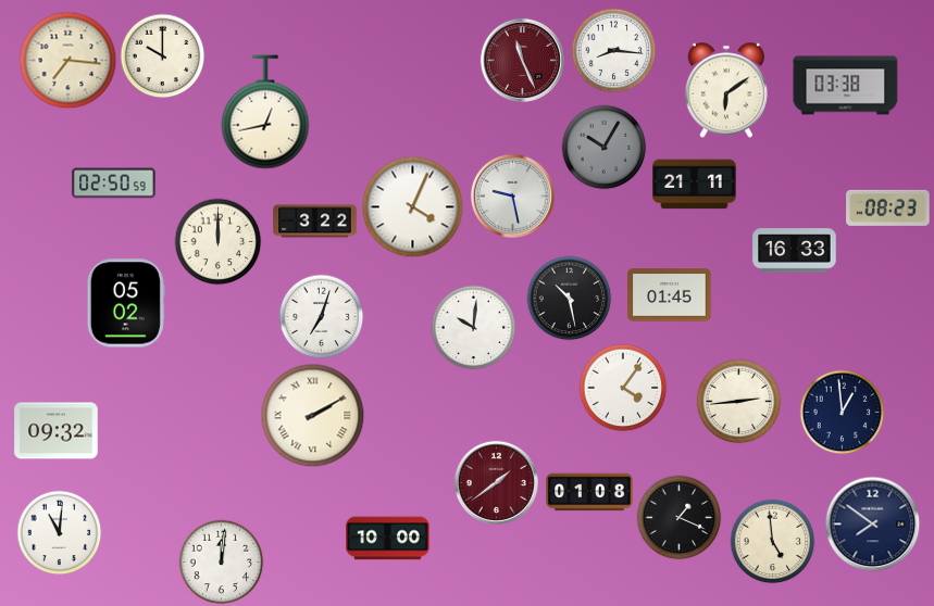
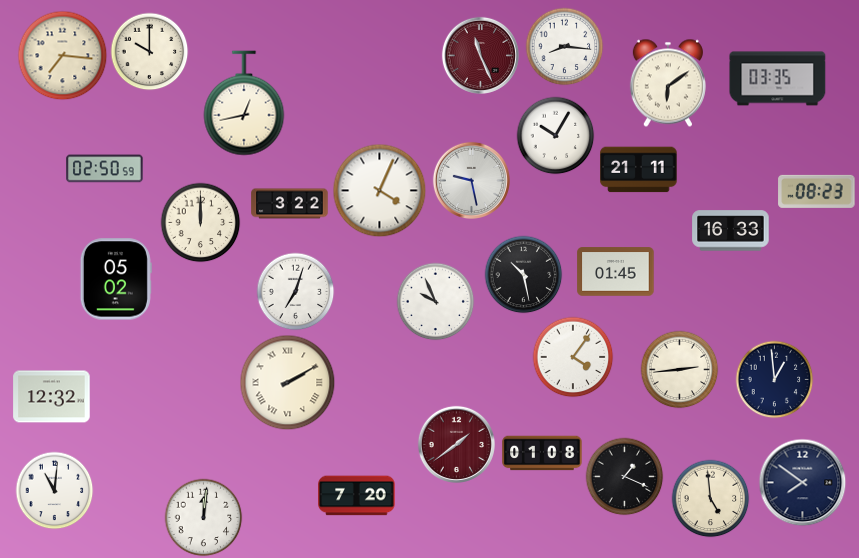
clock at (846, 86): 03:38 -> 03:35
clock at (603, 147) dial: grey -> white
clock at (473, 327): 10:01 -> 9:56
clock at (57, 431): 09:32 -> 12:32
clock at (388, 539): 10:00 -> 7:20
